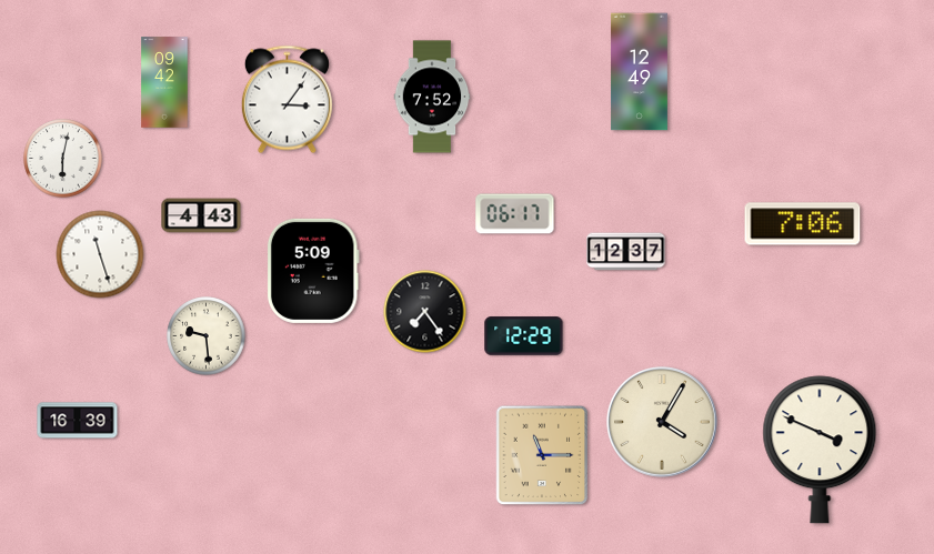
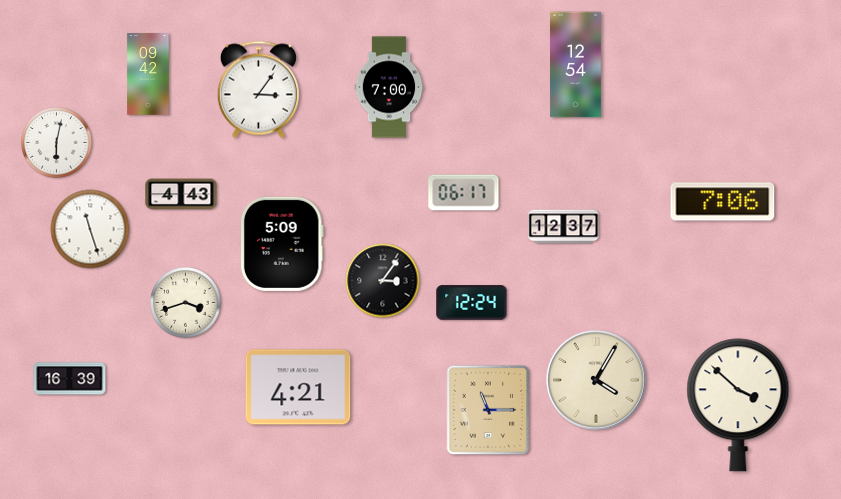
clock at (640, 72): 12:49 -> 12:54
clock at (432, 97): 7:52 -> 7:00
clock at (425, 312): 7:24 -> 3:06
clock at (207, 336): 9:29 -> 3:42
clock at (524, 336): 12:29 -> 12:24
clock at (298, 387): none -> 4:21
clock at (820, 450): 3:49 -> 3:52
